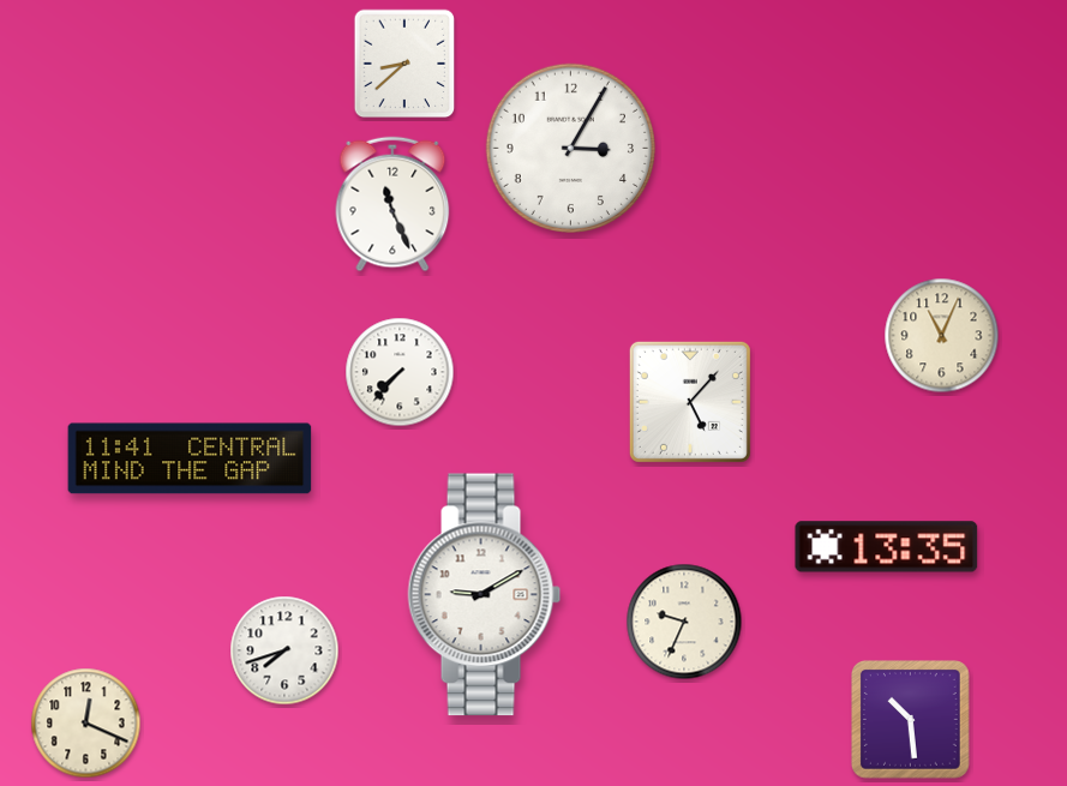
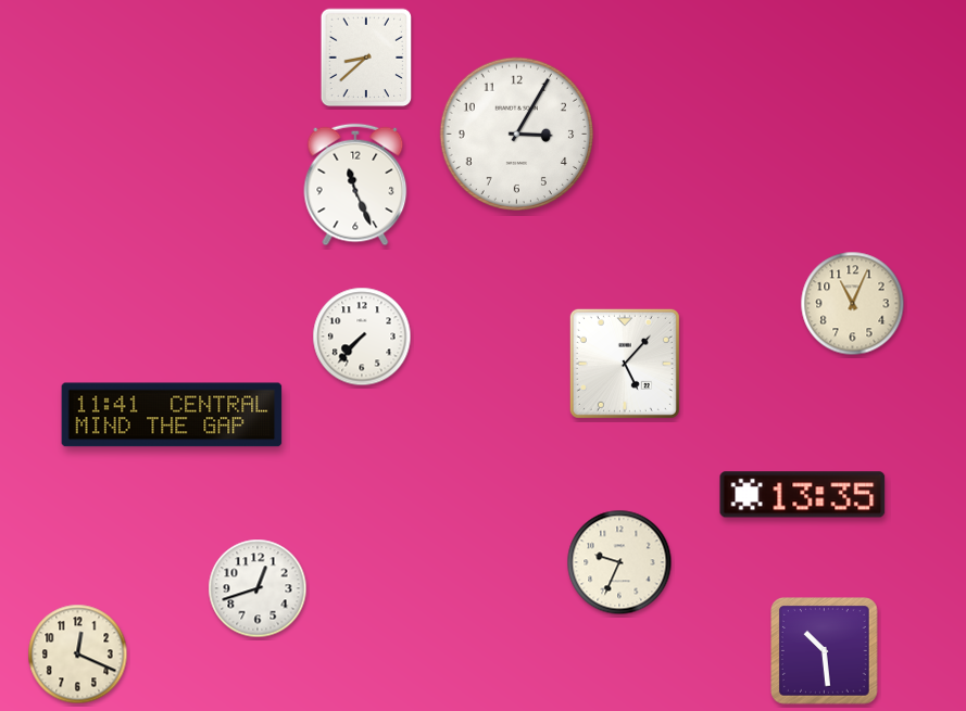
clock at (485, 595): 9:10 -> none
clock at (284, 650): 7:42 -> 12:42
